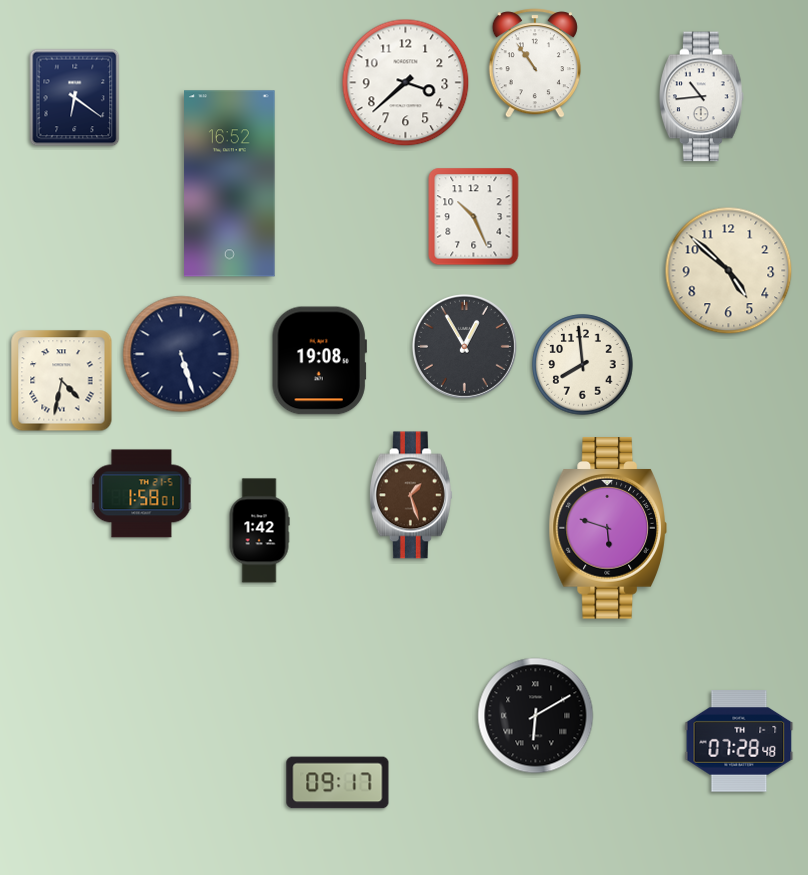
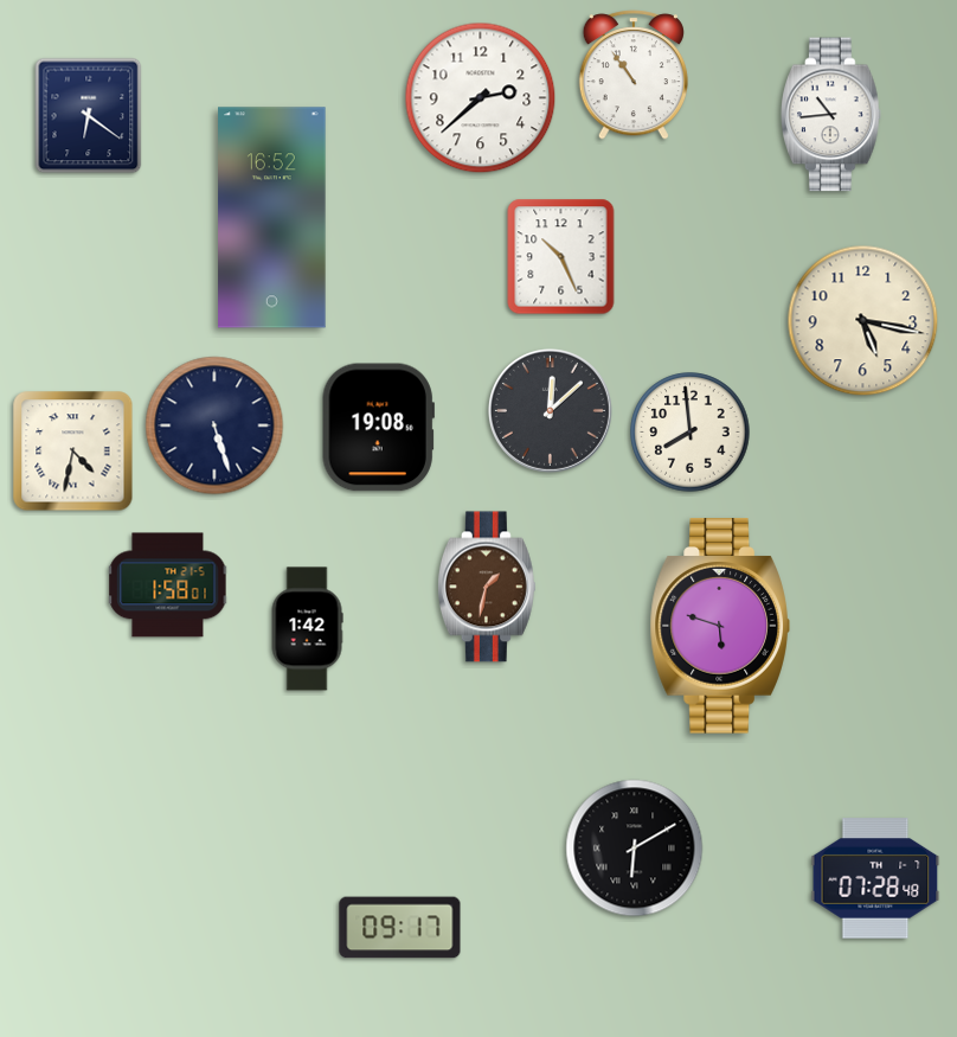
clock at (406, 83): 3:38 -> 2:38
clock at (729, 271): 4:52 -> 5:17
clock at (464, 346): 12:55 -> 12:08
clock at (181, 354) position: (181, 354) -> (214, 425)
clock at (411, 495): 1:27 -> 1:32
